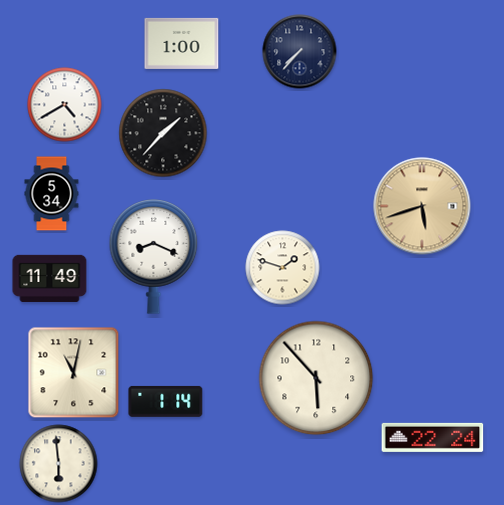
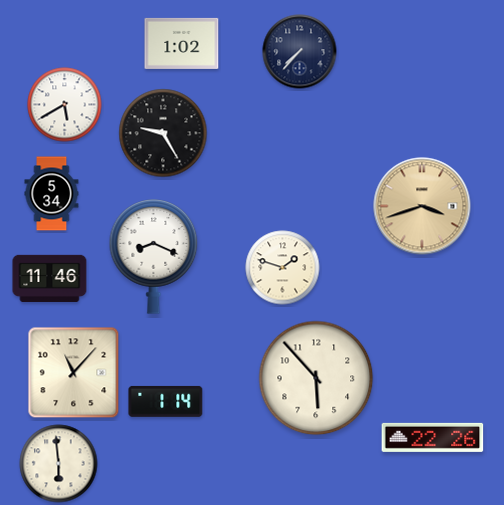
clock at (182, 43): 1:00 -> 1:02
clock at (65, 105): 4:40 -> 5:40
clock at (163, 133): 1:37 -> 9:25
clock at (422, 206): 5:42 -> 3:42
clock at (50, 278): 11:49 -> 11:46
clock at (74, 373): 11:02 -> 11:07
clock at (433, 437): 22:24 -> 22:26
